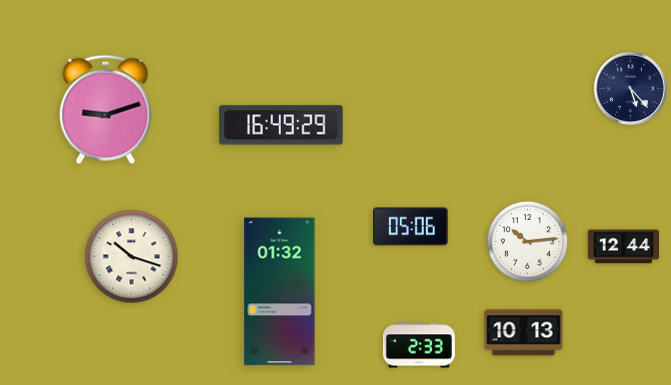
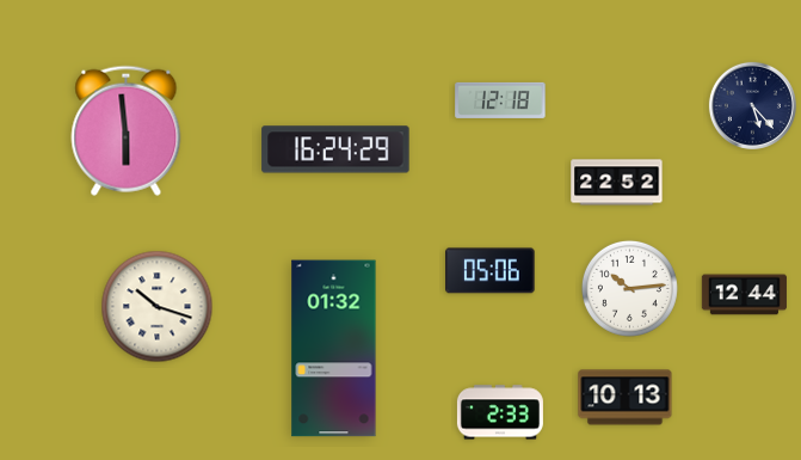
clock at (500, 100): none -> 12:18
clock at (106, 109): 9:12 -> 5:59
clock at (281, 125): 16:49 -> 16:24
clock at (617, 183): none -> 22:52
